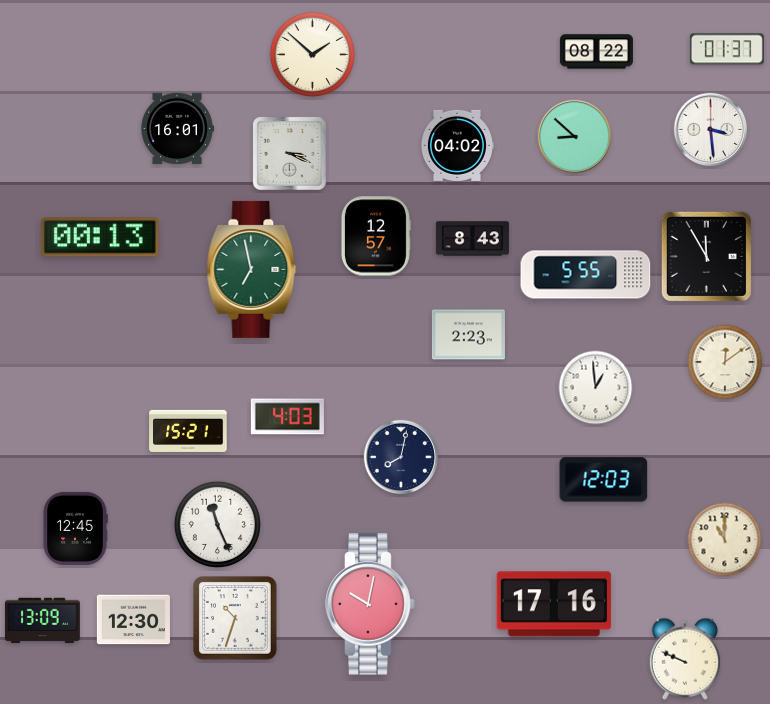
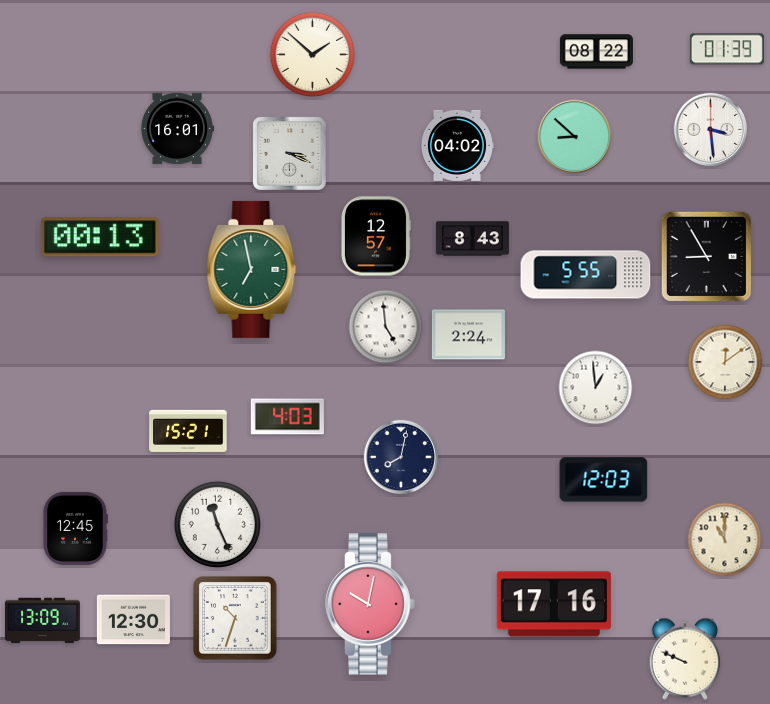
clock at (727, 49): 01:37 -> 01:39
clock at (706, 256): 11:55 -> 8:55
clock at (386, 327): none -> 4:59
clock at (468, 335): 2:23 -> 2:24
